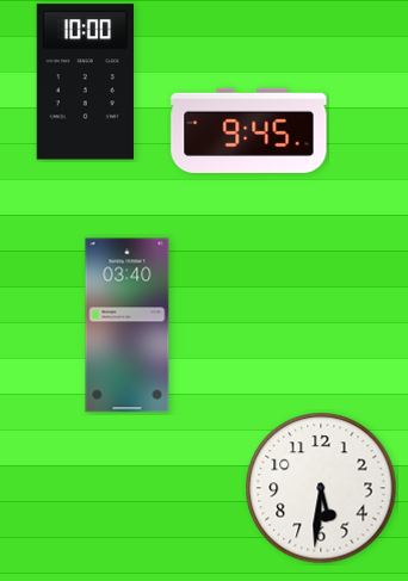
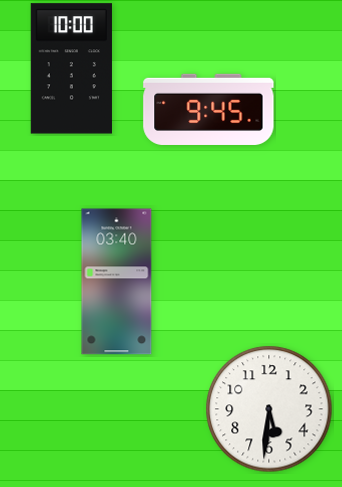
clock at (128, 326) position: (128, 326) -> (117, 282)
